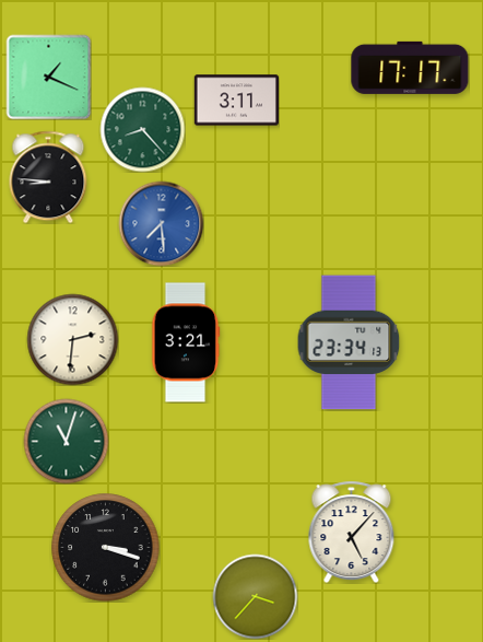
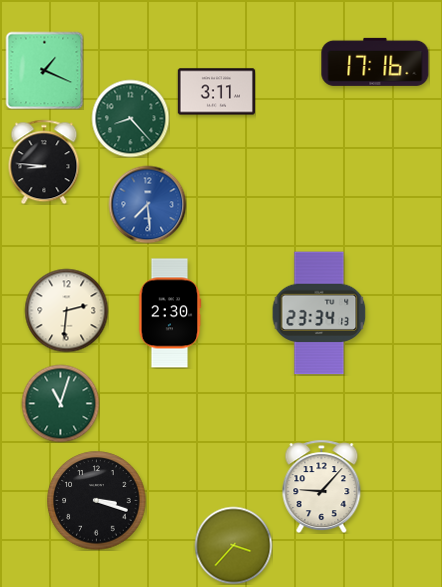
clock at (410, 68): 17:17 -> 17:16
clock at (186, 342): 3:21 -> 2:30
clock at (352, 532): 5:07 -> 9:07
